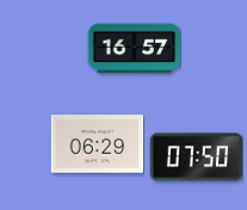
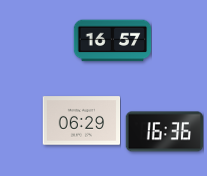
clock at (196, 157): 07:50 -> 16:36
